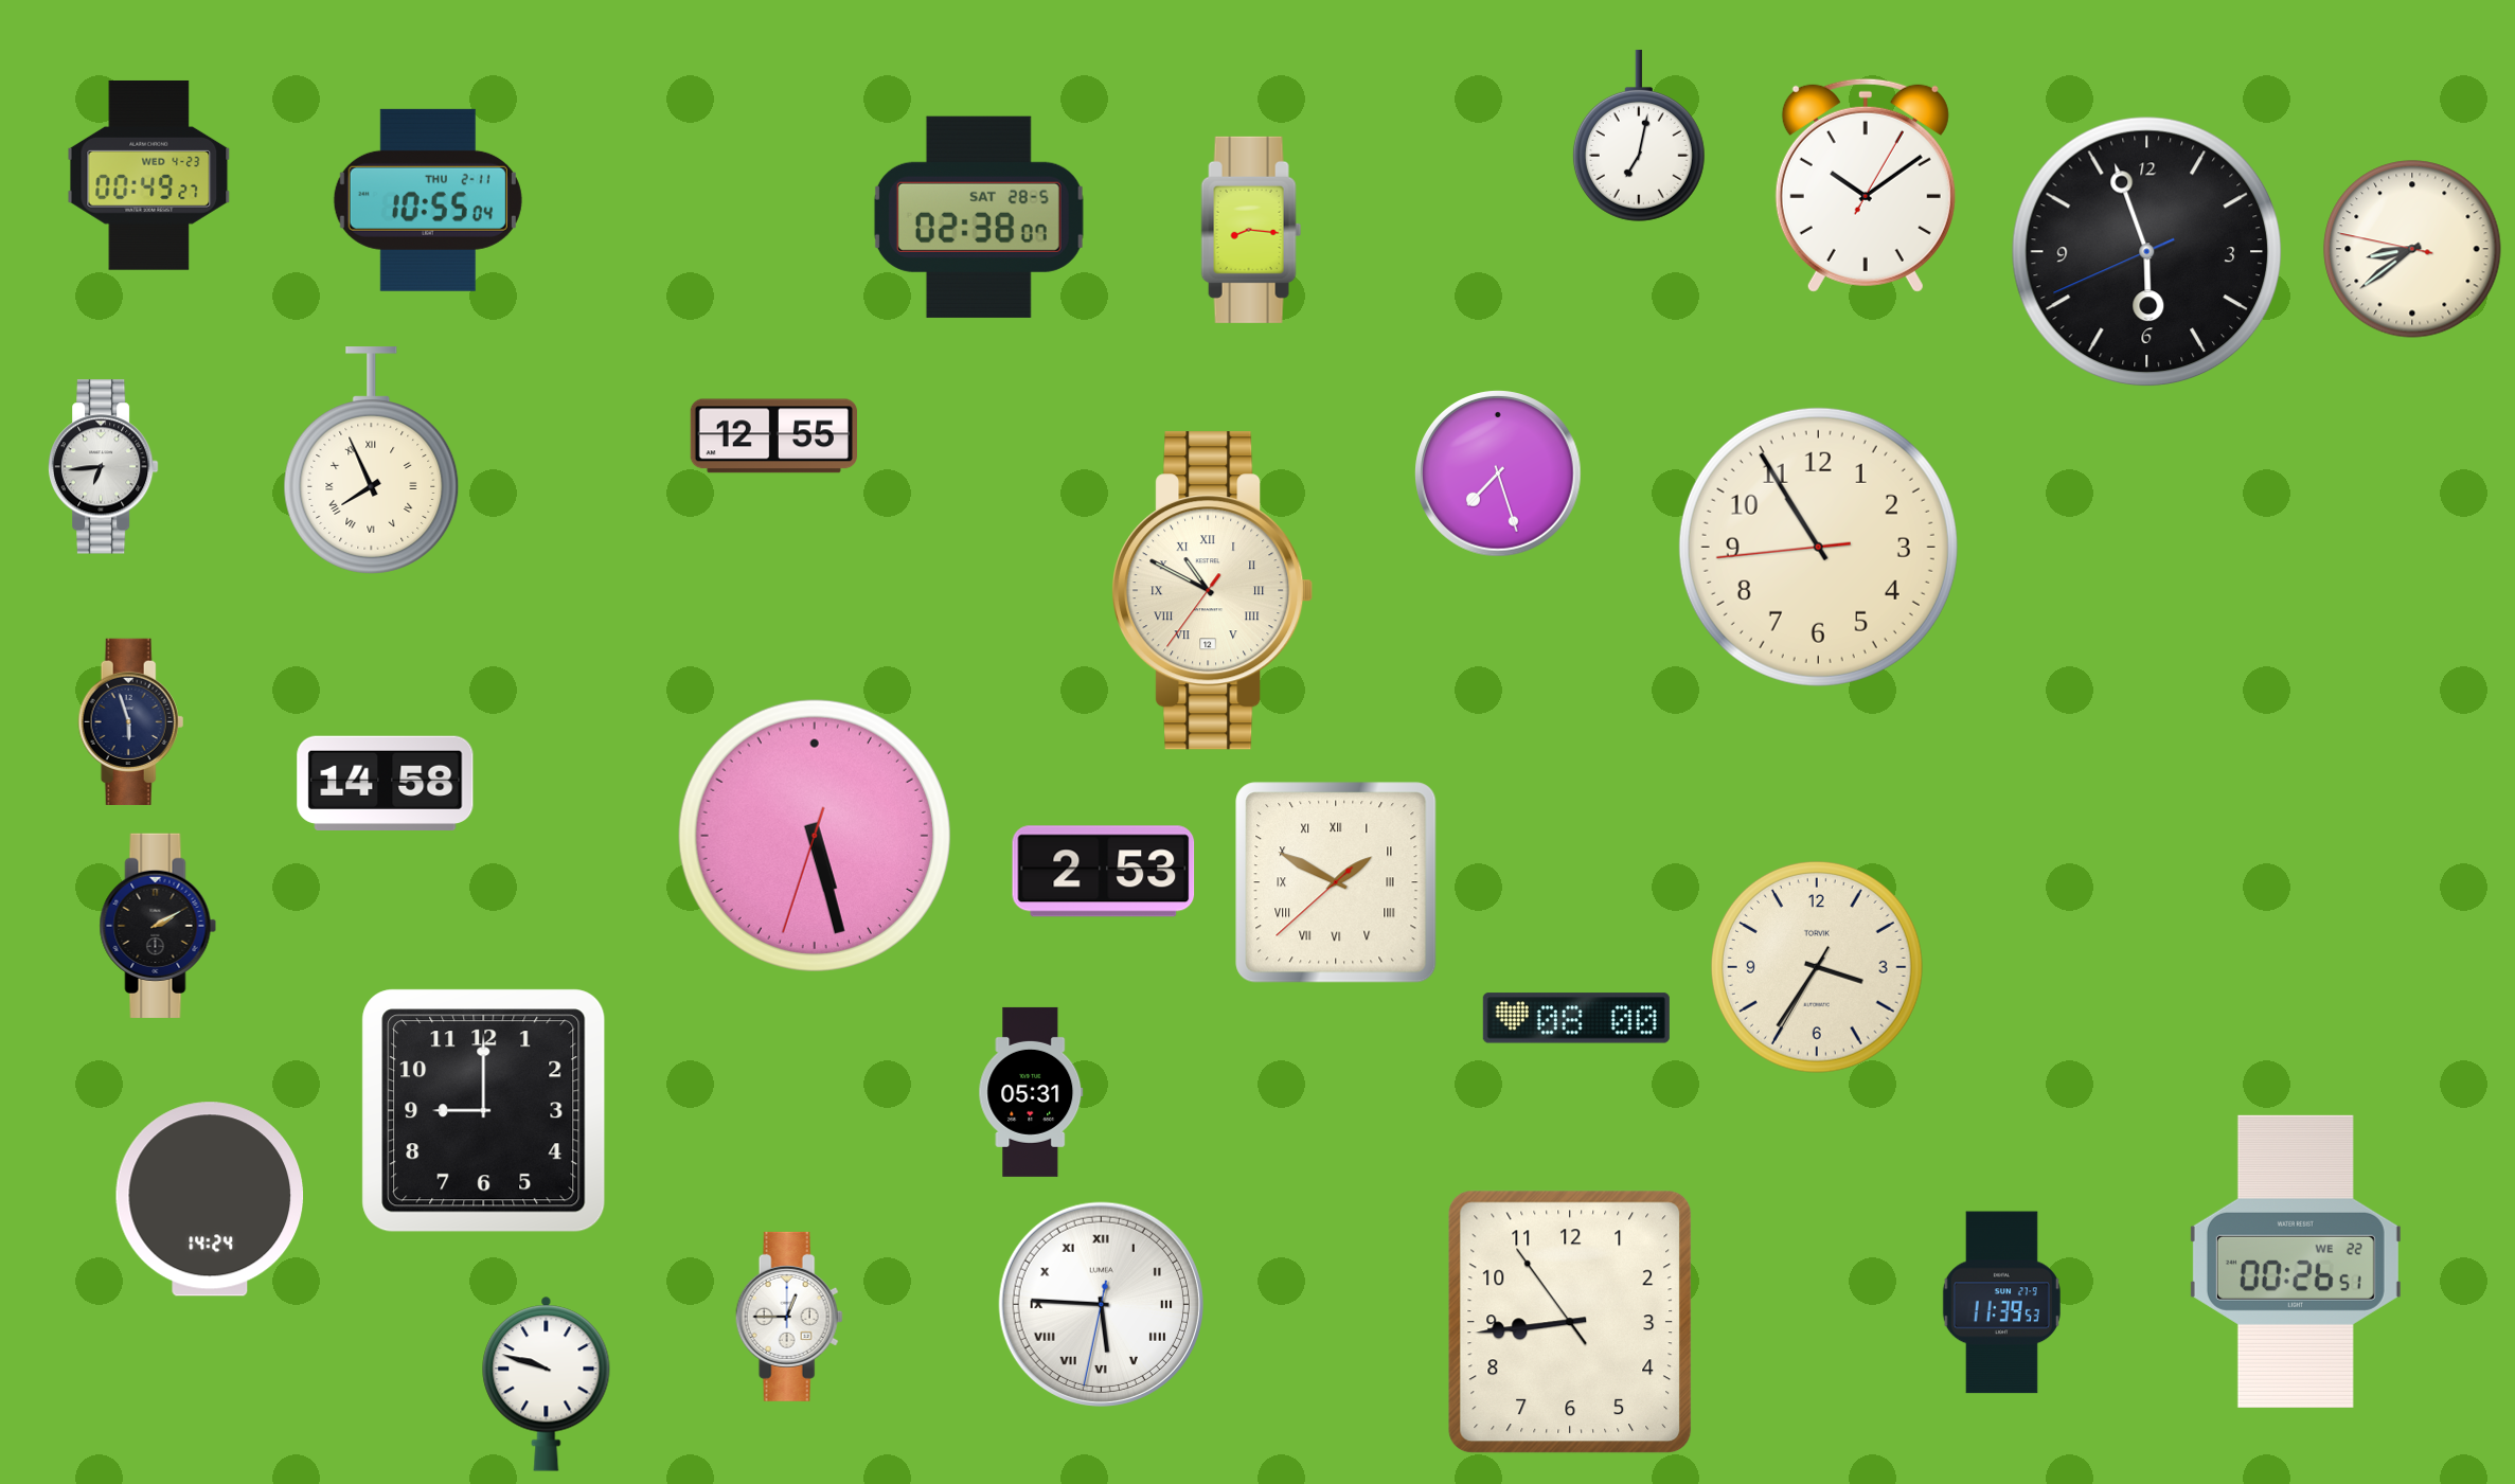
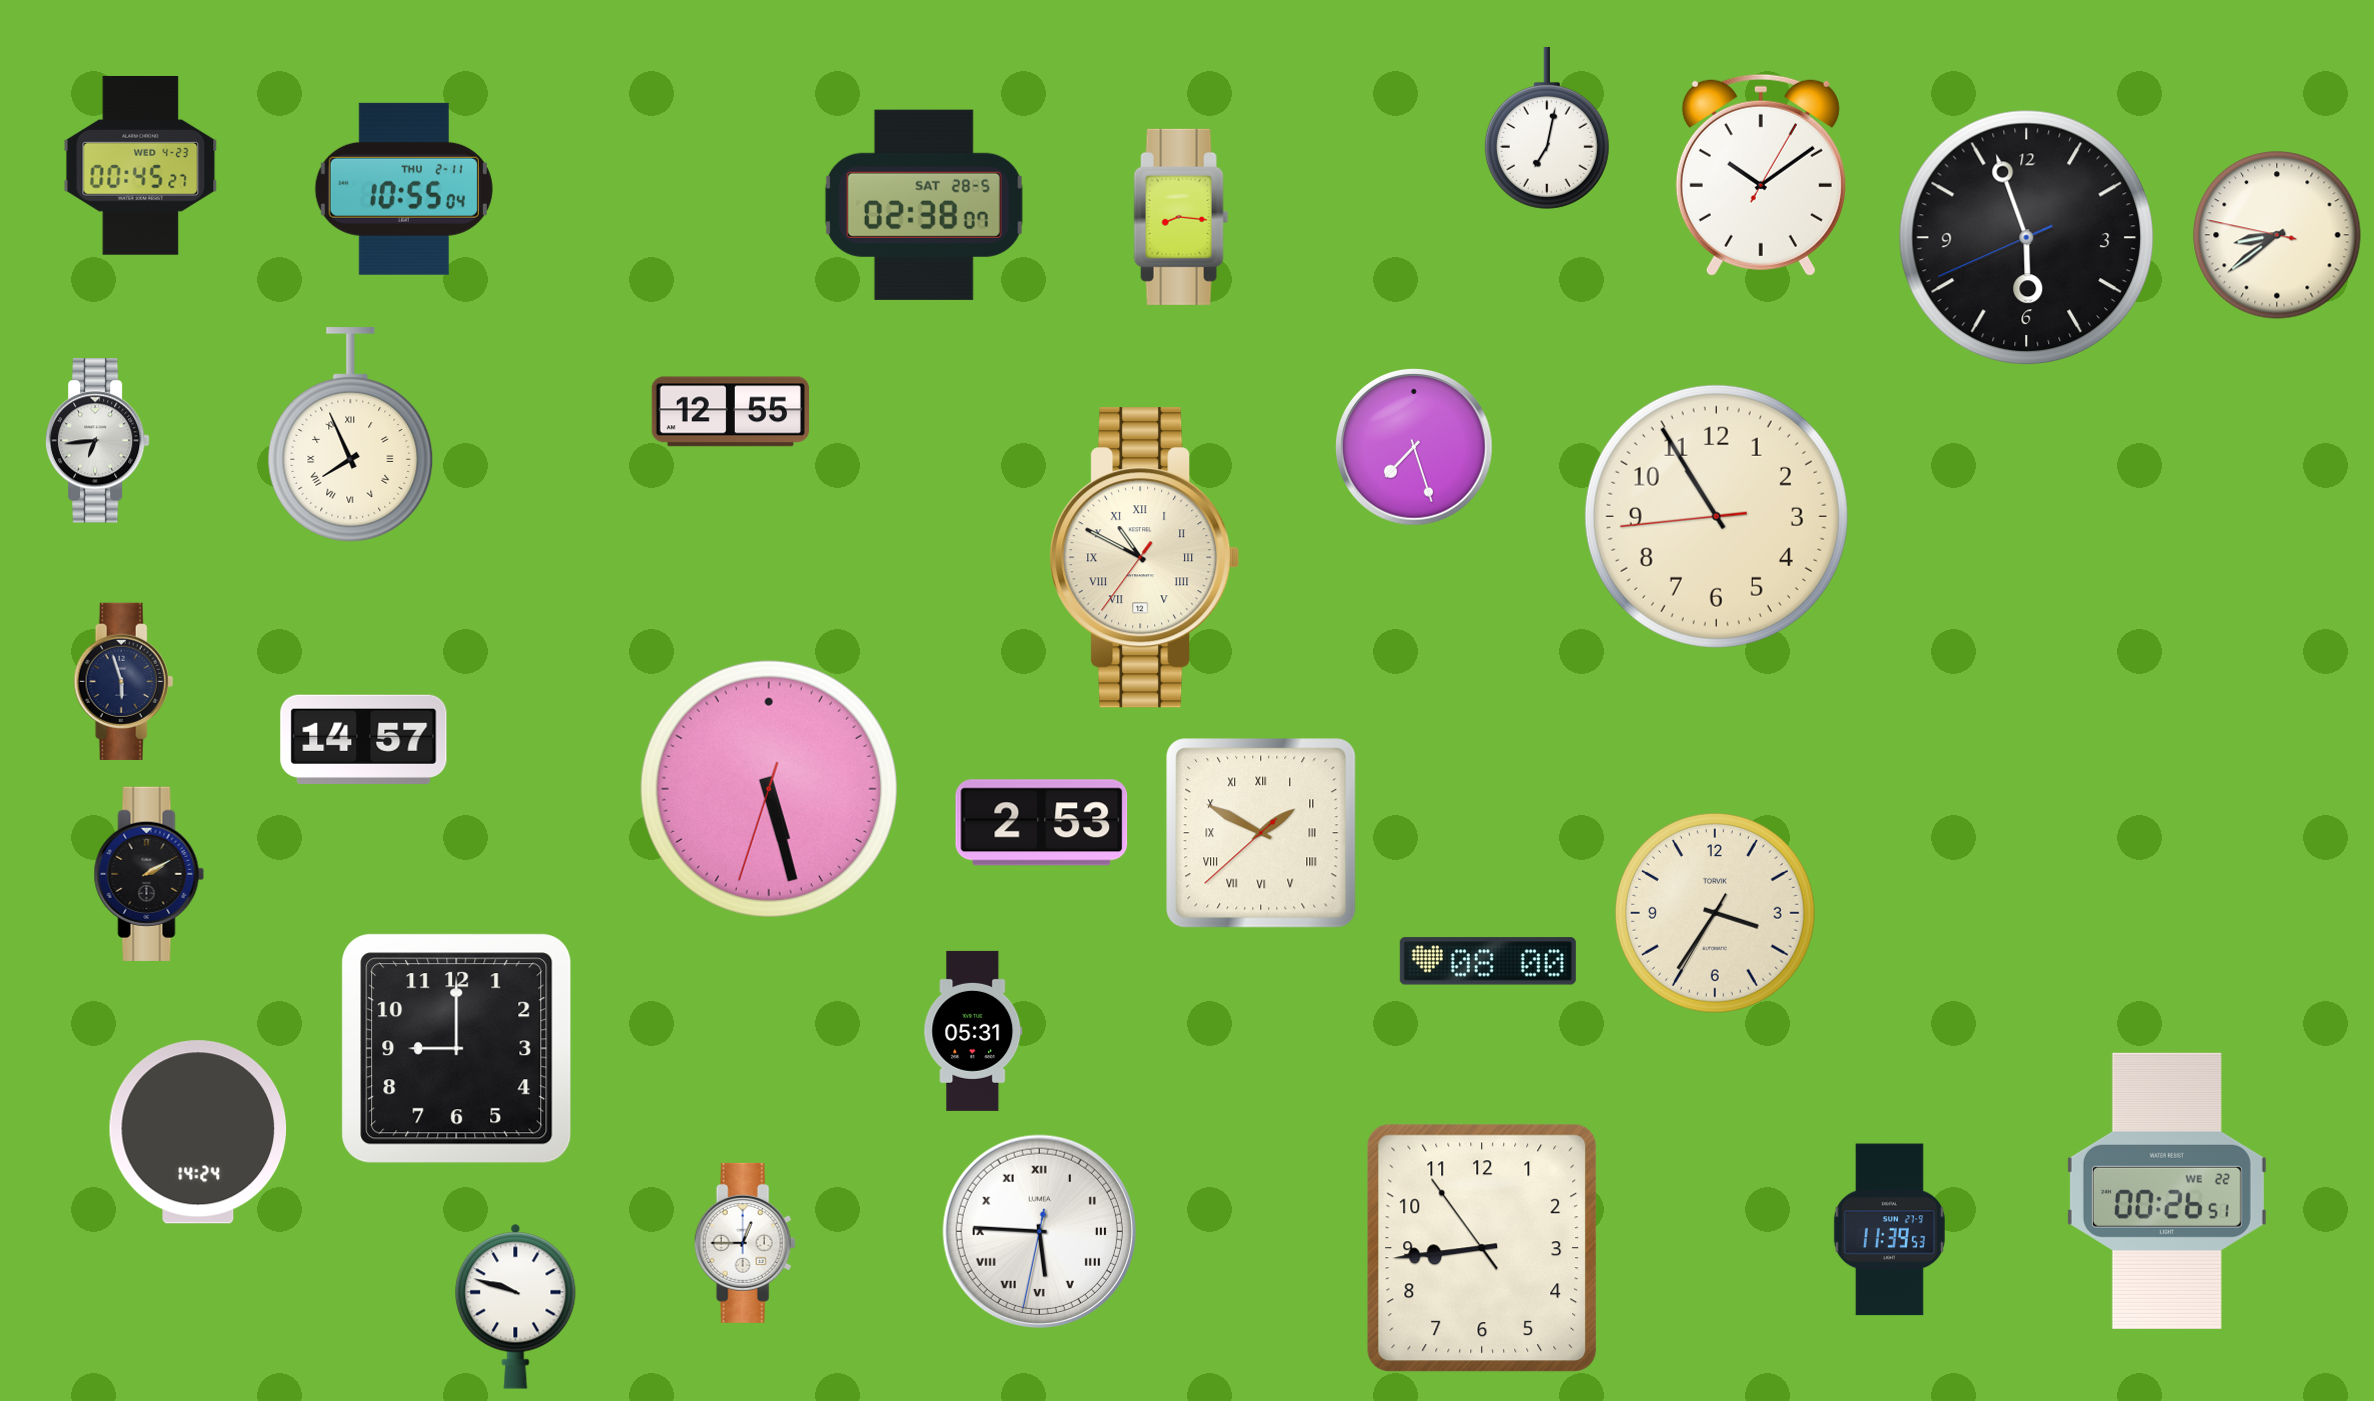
clock at (149, 175): 00:49 -> 00:45
clock at (386, 784): 14:58 -> 14:57
